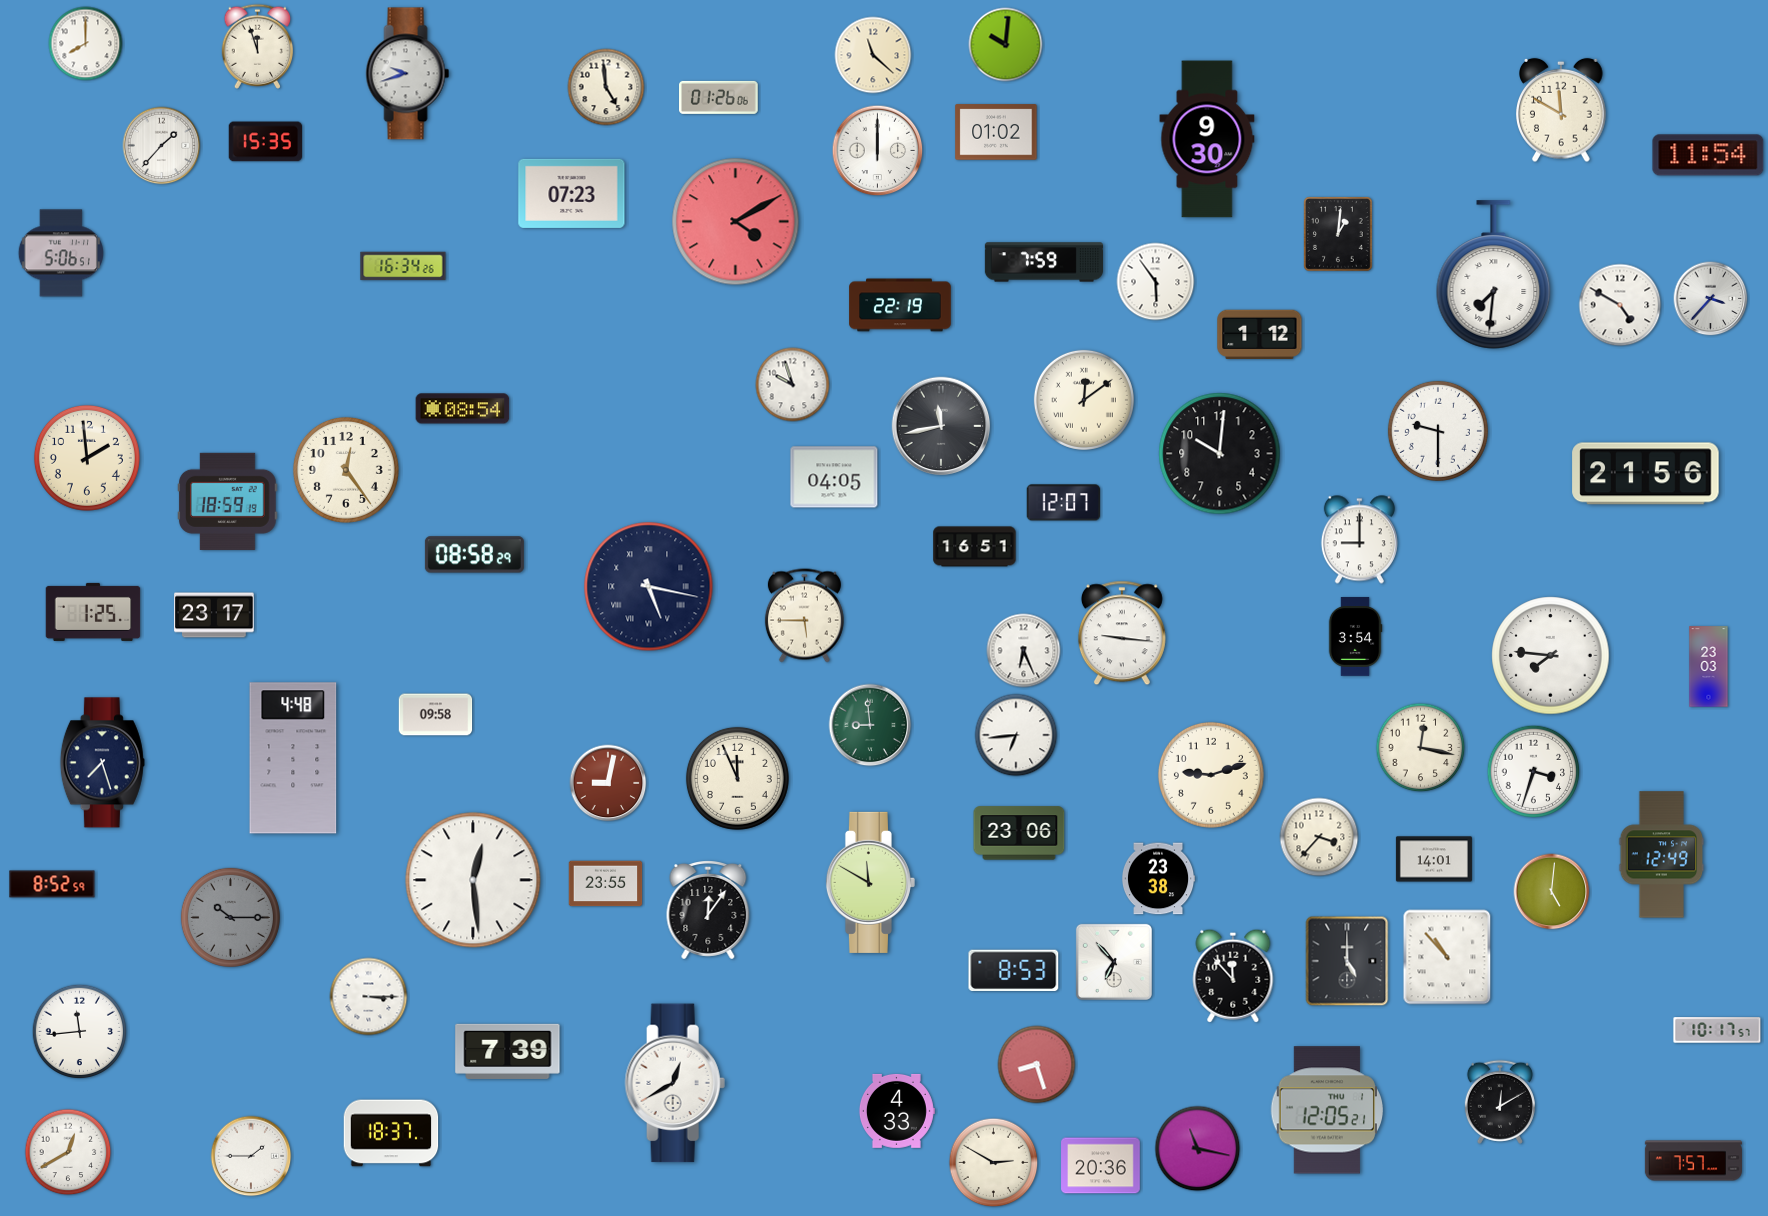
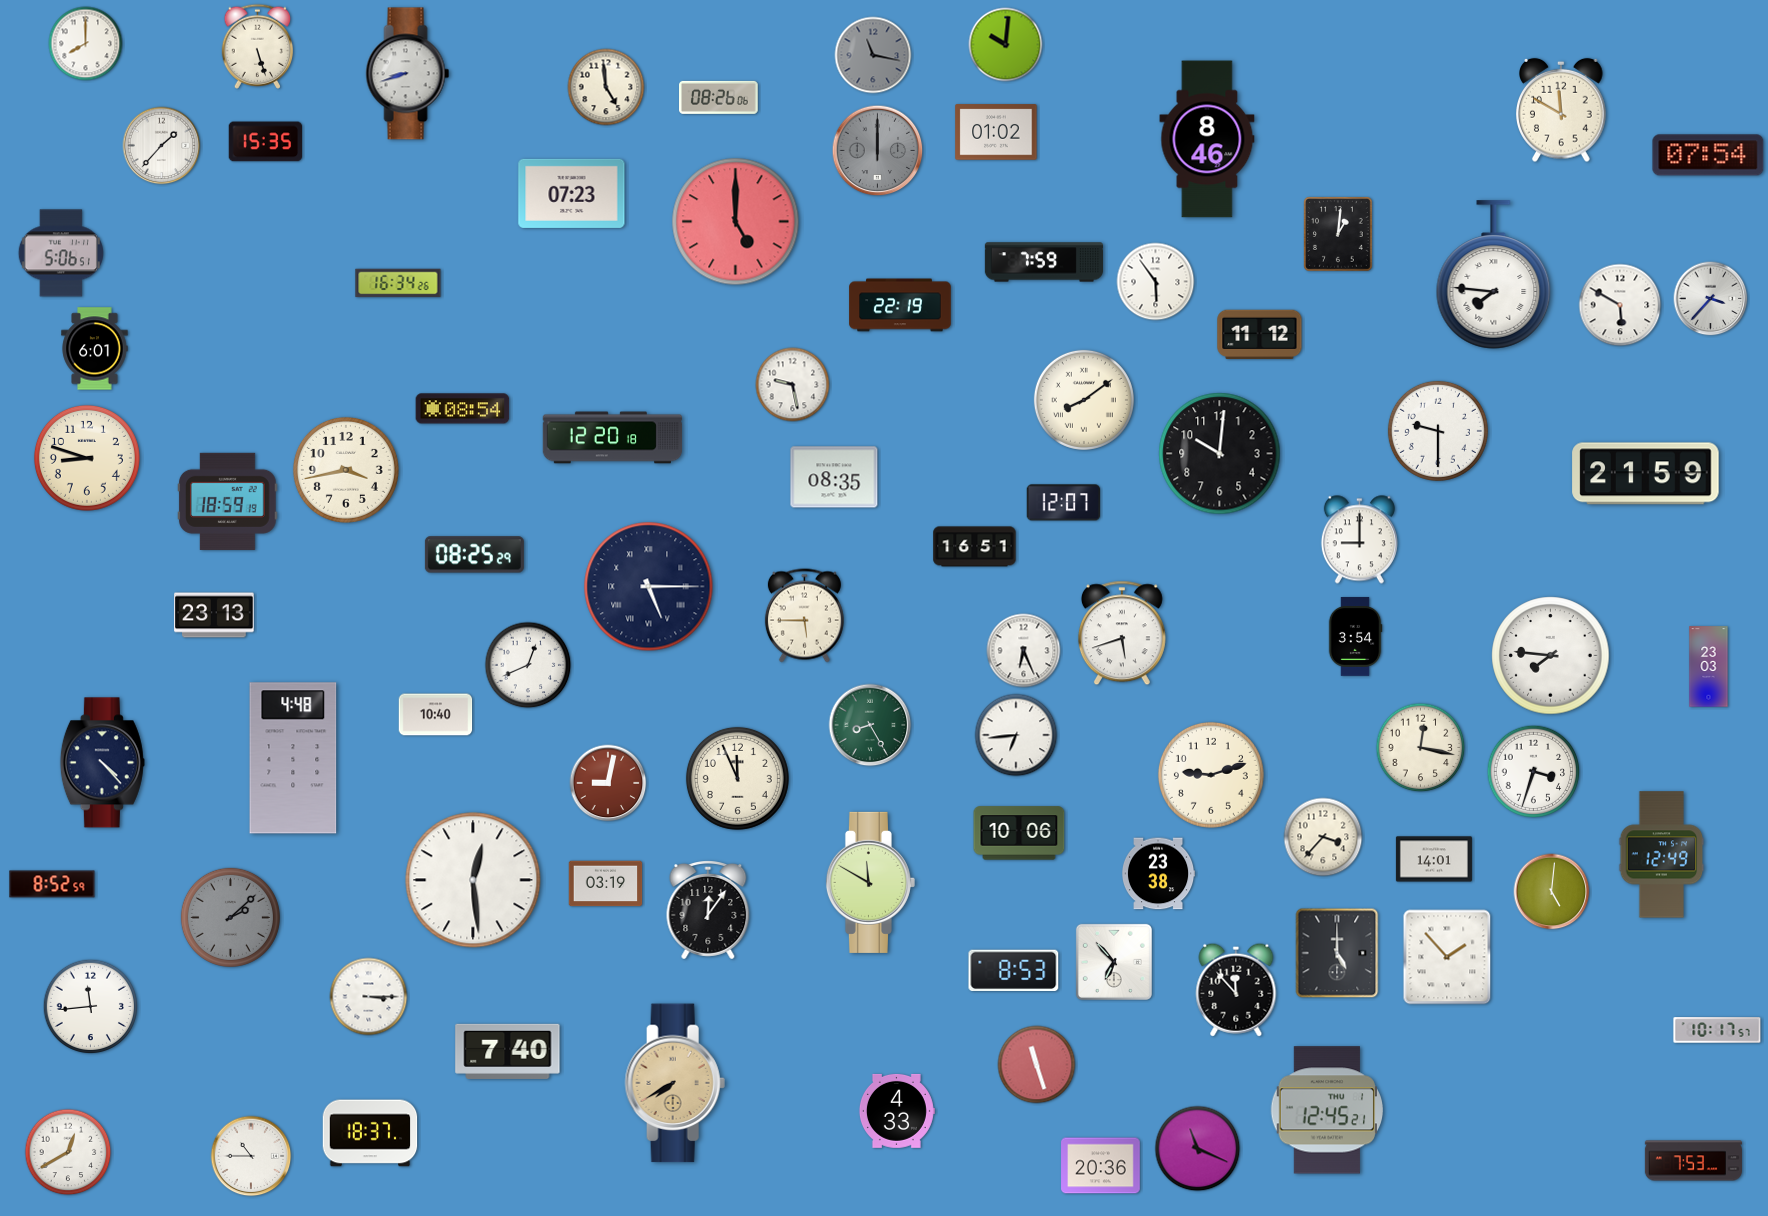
clock at (257, 46): 11:57 -> 5:27
clock at (873, 55): 11:22 -> 11:17
clock at (873, 55) dial: cream -> grey
clock at (408, 74): 9:42 -> 8:42
clock at (719, 97): 01:26 -> 08:26
clock at (1207, 139): 9:30 -> 8:46
clock at (878, 151) dial: white -> grey
clock at (1708, 155): 11:54 -> 07:54
clock at (736, 222): 4:10 -> 5:00
clock at (403, 266) position: (403, 266) -> (398, 283)
clock at (1494, 275): 7:31 -> 7:46
clock at (1620, 305): 4:50 -> 5:50
clock at (1260, 335): 1:12 -> 11:12
clock at (95, 349): none -> 6:01
clock at (793, 385): 9:57 -> 9:28
clock at (1084, 400): 12:09 -> 8:09
clock at (941, 426): 11:43 -> none
clock at (613, 438): none -> 12:20
clock at (87, 458): 1:59 -> 8:48
clock at (346, 470): 12:24 -> 3:43
clock at (1646, 474): 21:56 -> 21:59
clock at (834, 477): 04:05 -> 08:35
clock at (474, 555): 08:58 -> 08:25
clock at (649, 587): 5:17 -> 5:15
clock at (93, 612): 1:25 -> none
clock at (214, 615): 23:17 -> 23:13
clock at (1122, 633): 9:16 -> 5:42
clock at (528, 665): none -> 12:41
clock at (436, 715): 09:58 -> 10:40
clock at (870, 725): 8:59 -> 8:25
clock at (102, 763): 7:27 -> 4:23
clock at (1019, 833): 23:06 -> 10:06
clock at (1319, 837) position: (1319, 837) -> (1323, 837)
clock at (1158, 879) position: (1158, 879) -> (1158, 874)
clock at (606, 884): 23:55 -> 03:19
clock at (230, 917): 10:15 -> 2:08
clock at (1447, 957): 10:53 -> 1:53
clock at (1347, 961) position: (1347, 961) -> (1337, 953)
clock at (1233, 976) position: (1233, 976) -> (1236, 990)
clock at (80, 1032) position: (80, 1032) -> (91, 1007)
clock at (508, 1051): 7:39 -> 7:40
clock at (1037, 1065): 8:27 -> 11:27
clock at (675, 1083): 12:40 -> 7:40
clock at (675, 1083) dial: white -> champagne
clock at (1500, 1102): 12:10 -> none
clock at (1326, 1110): 12:05 -> 12:45
clock at (391, 1133) position: (391, 1133) -> (370, 1133)
clock at (1198, 1149): 11:17 -> 11:19
clock at (251, 1156): 1:45 -> 10:45
clock at (1693, 1161): 7:57 -> 7:53
clock at (994, 1163): 2:50 -> none
